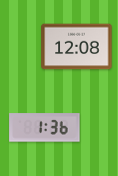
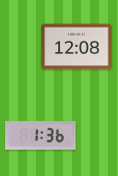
clock at (45, 128) position: (45, 128) -> (41, 136)
